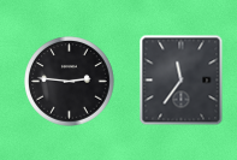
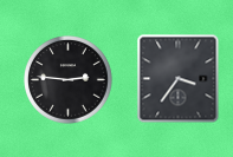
clock at (182, 81): 11:36 -> 3:36
